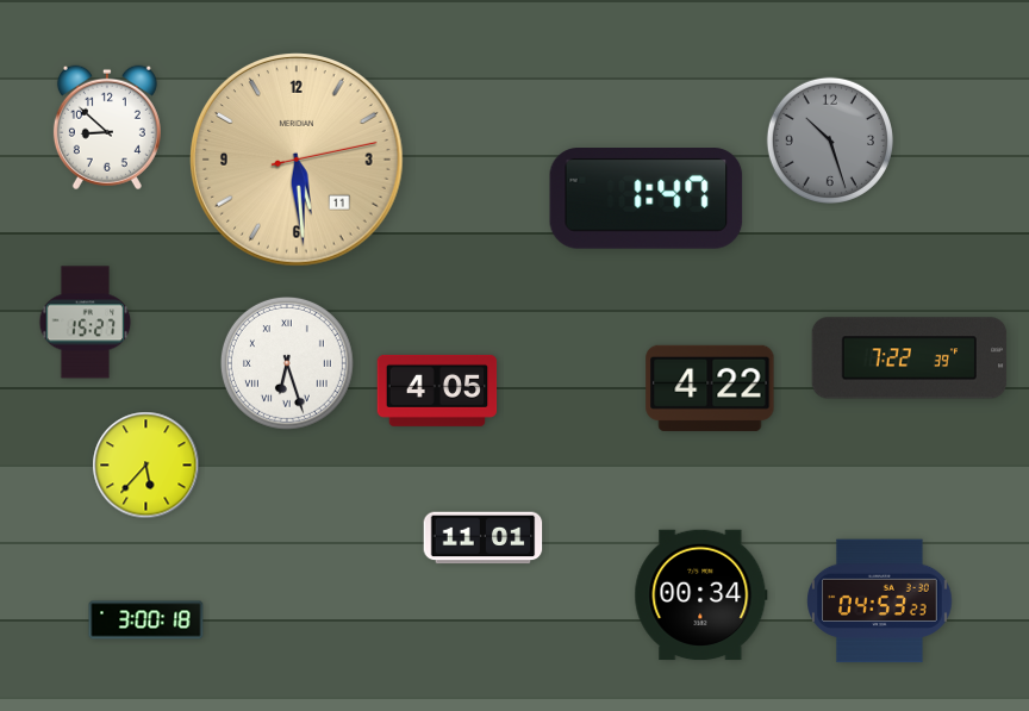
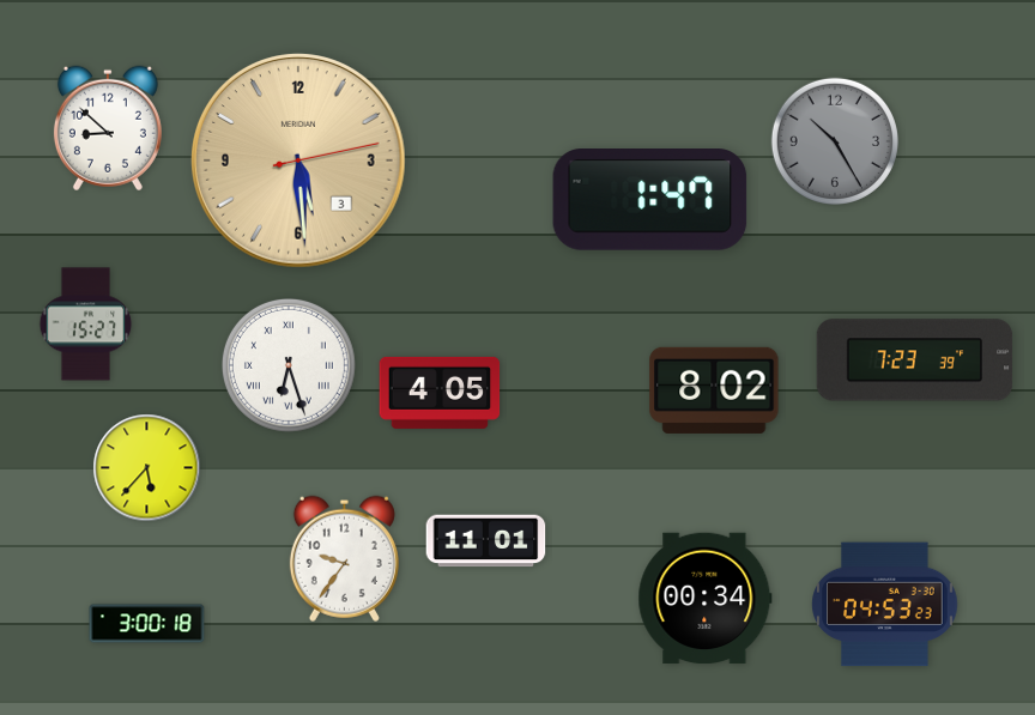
clock at (829, 139): 10:27 -> 10:25
clock at (297, 160) date: 11 -> 3
clock at (910, 358): 7:22 -> 7:23
clock at (710, 388): 4:22 -> 8:02
clock at (344, 558): none -> 9:36
